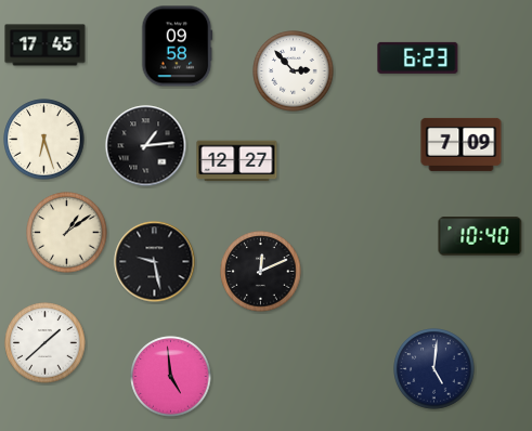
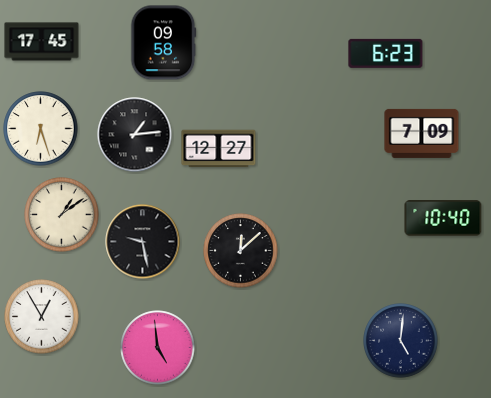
clock at (294, 71): 2:53 -> none
clock at (462, 144) position: (462, 144) -> (422, 133)
clock at (261, 272): 12:11 -> 12:08
clock at (46, 343): 1:38 -> 12:55
